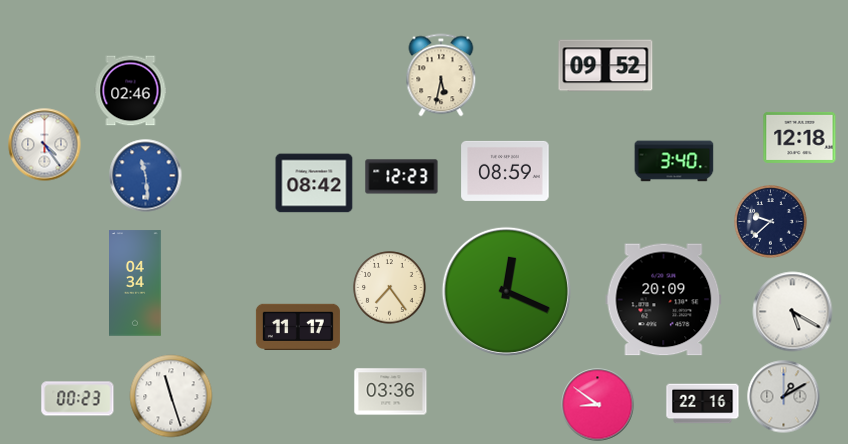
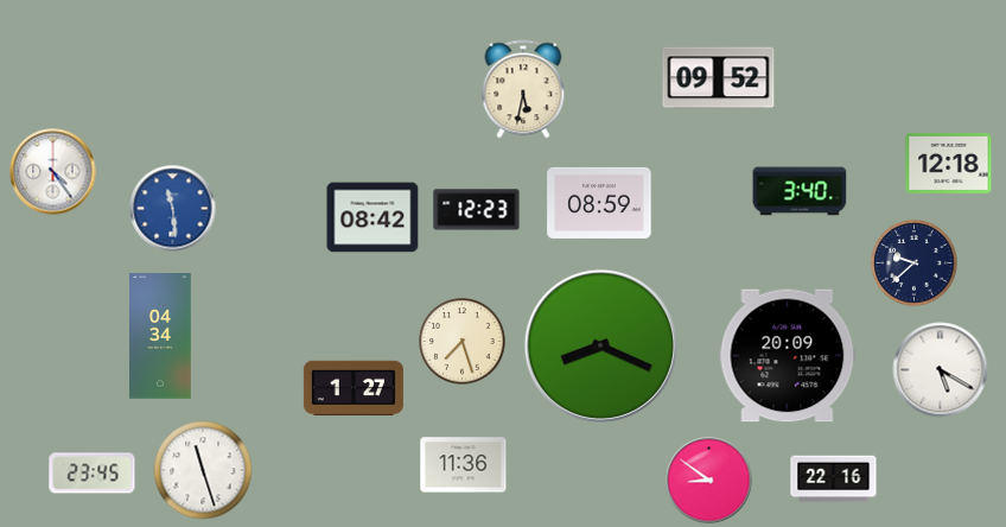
clock at (131, 91): 02:46 -> none
clock at (390, 288): 7:24 -> 7:27
clock at (506, 291): 12:19 -> 8:19
clock at (298, 326): 11:17 -> 1:27
clock at (391, 392): 03:36 -> 11:36
clock at (784, 397): 1:10 -> none
clock at (78, 399): 00:23 -> 23:45
